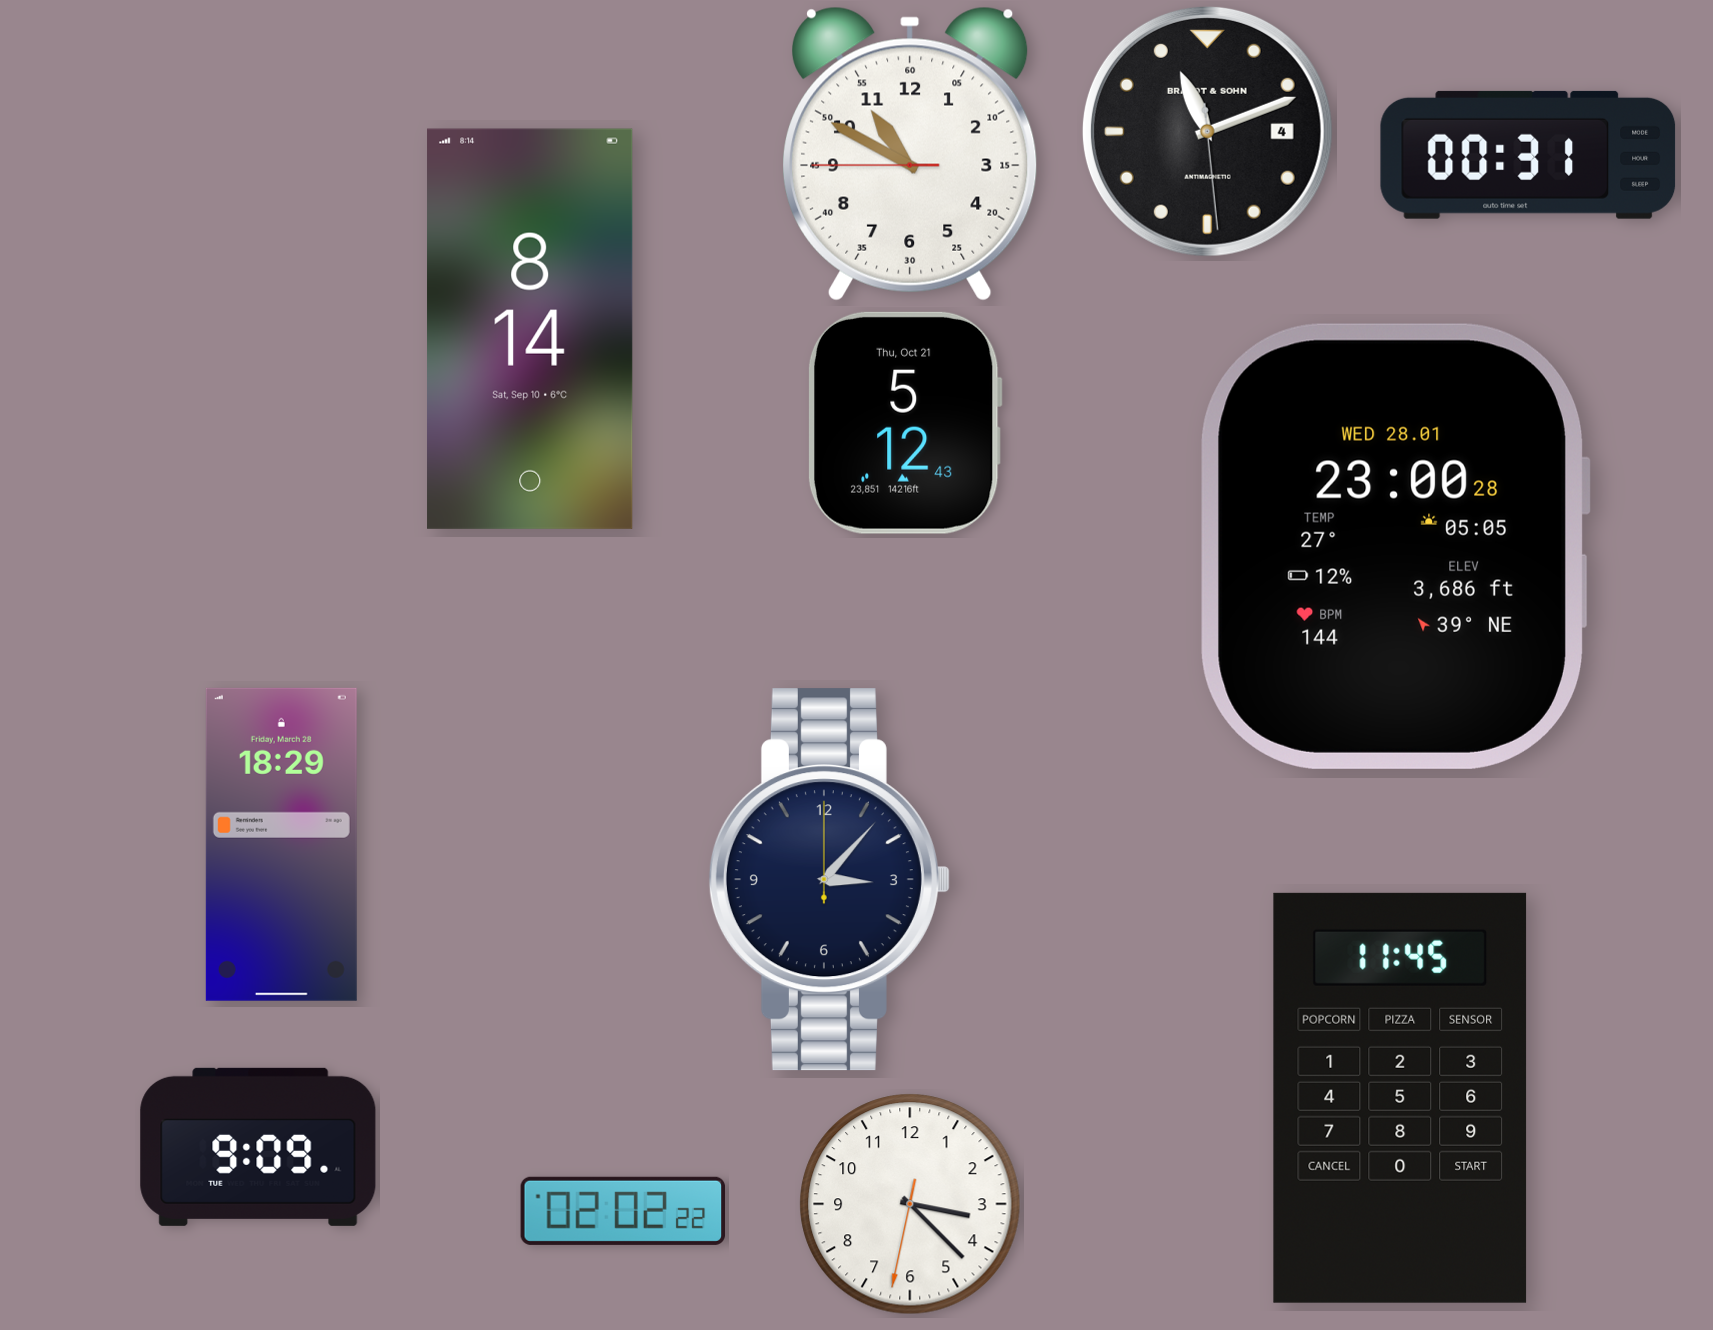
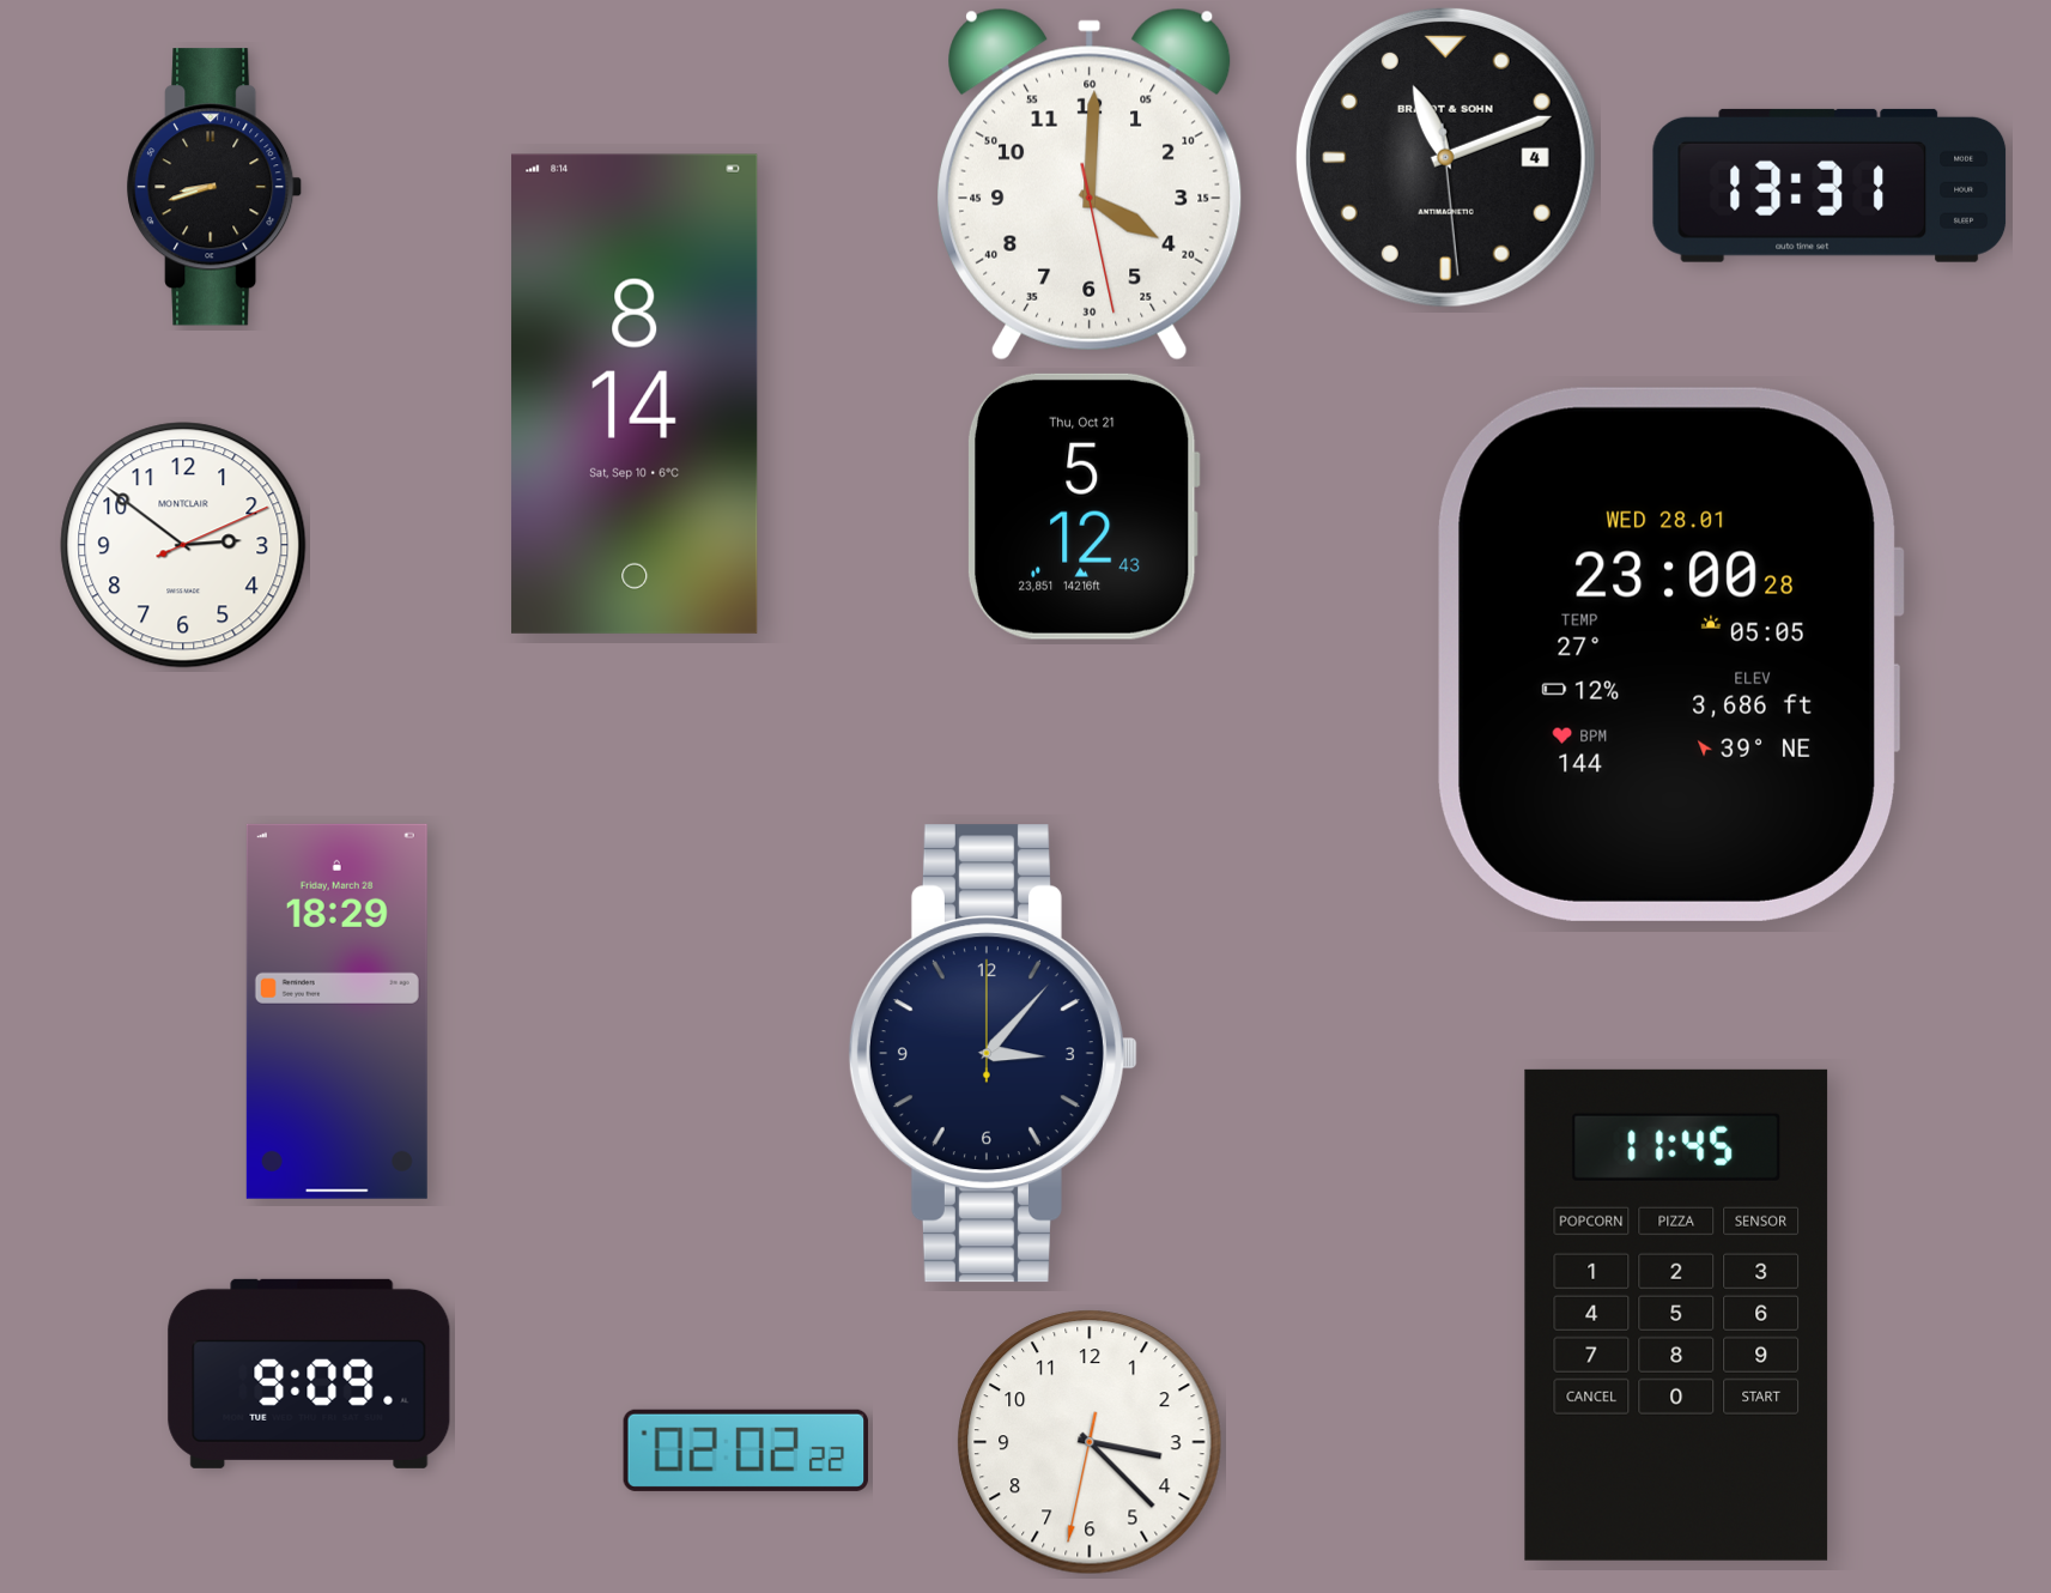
clock at (911, 154): 10:49 -> 4:00
clock at (1528, 155): 00:31 -> 13:31
clock at (216, 187): none -> 8:42
clock at (183, 545): none -> 2:51
